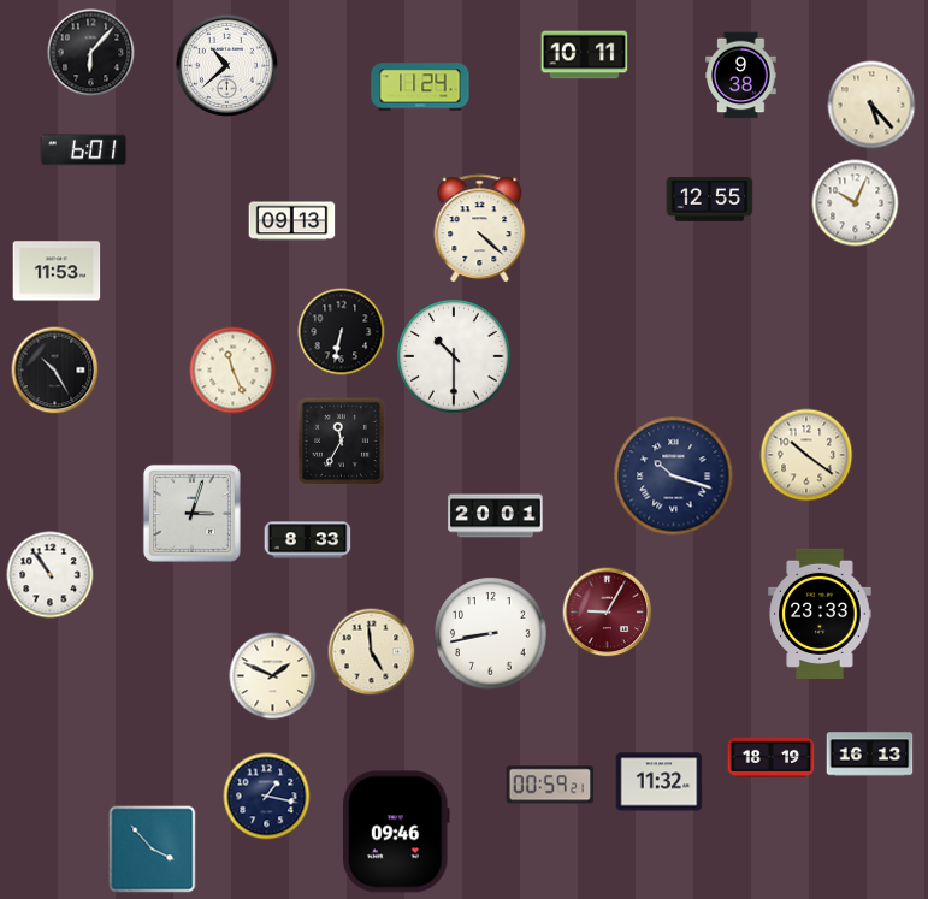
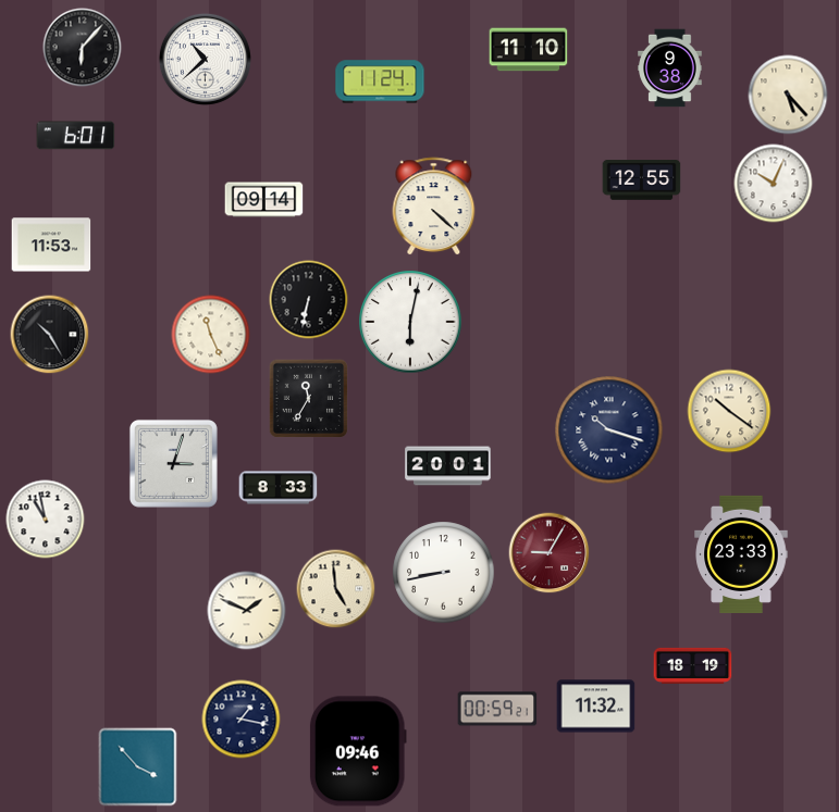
clock at (585, 55): 10:11 -> 11:10
clock at (420, 87) position: (420, 87) -> (380, 82)
clock at (292, 221): 09:13 -> 09:14
clock at (454, 356): 10:30 -> 6:02
clock at (51, 575): 10:54 -> 10:58
clock at (870, 755): 16:13 -> none
clock at (772, 757) position: (772, 757) -> (693, 665)
